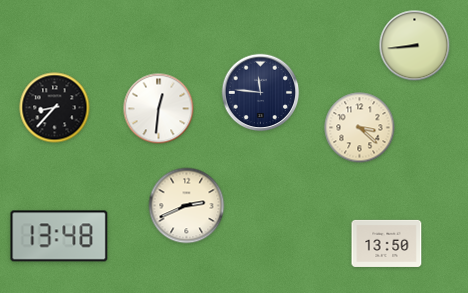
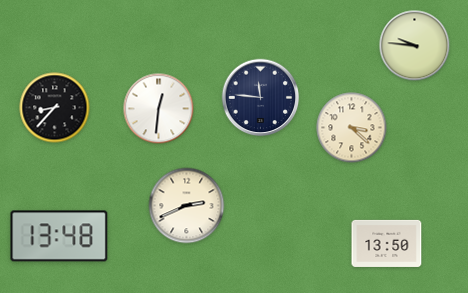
clock at (415, 46): 8:44 -> 9:46
clock at (261, 93) position: (261, 93) -> (261, 98)
clock at (360, 128) position: (360, 128) -> (352, 128)
